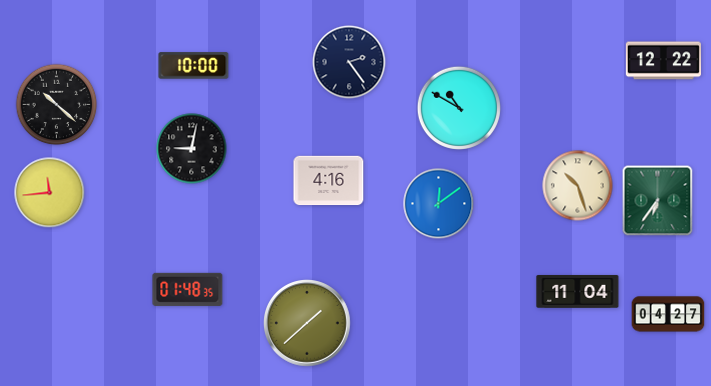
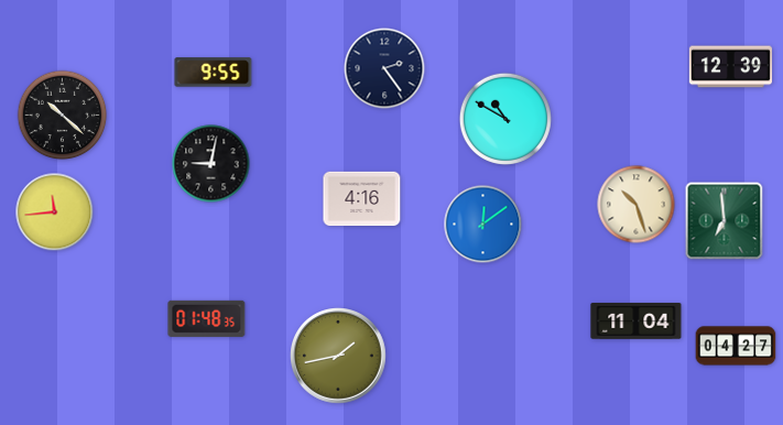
clock at (663, 61): 12:22 -> 12:39
clock at (194, 66): 10:00 -> 9:55
clock at (658, 201): 6:36 -> 6:59
clock at (308, 324): 1:38 -> 1:43
